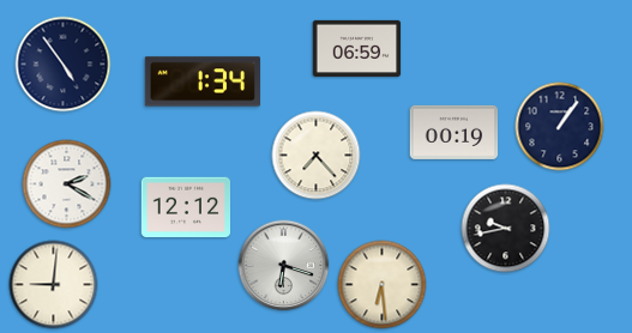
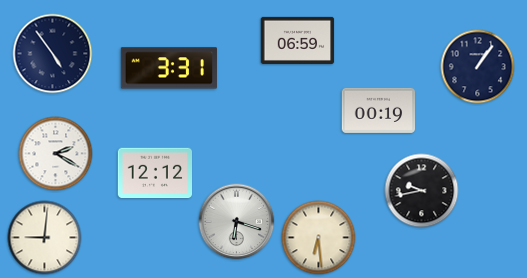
clock at (203, 81): 1:34 -> 3:31
clock at (560, 127) position: (560, 127) -> (478, 67)
clock at (317, 156): 7:23 -> none
